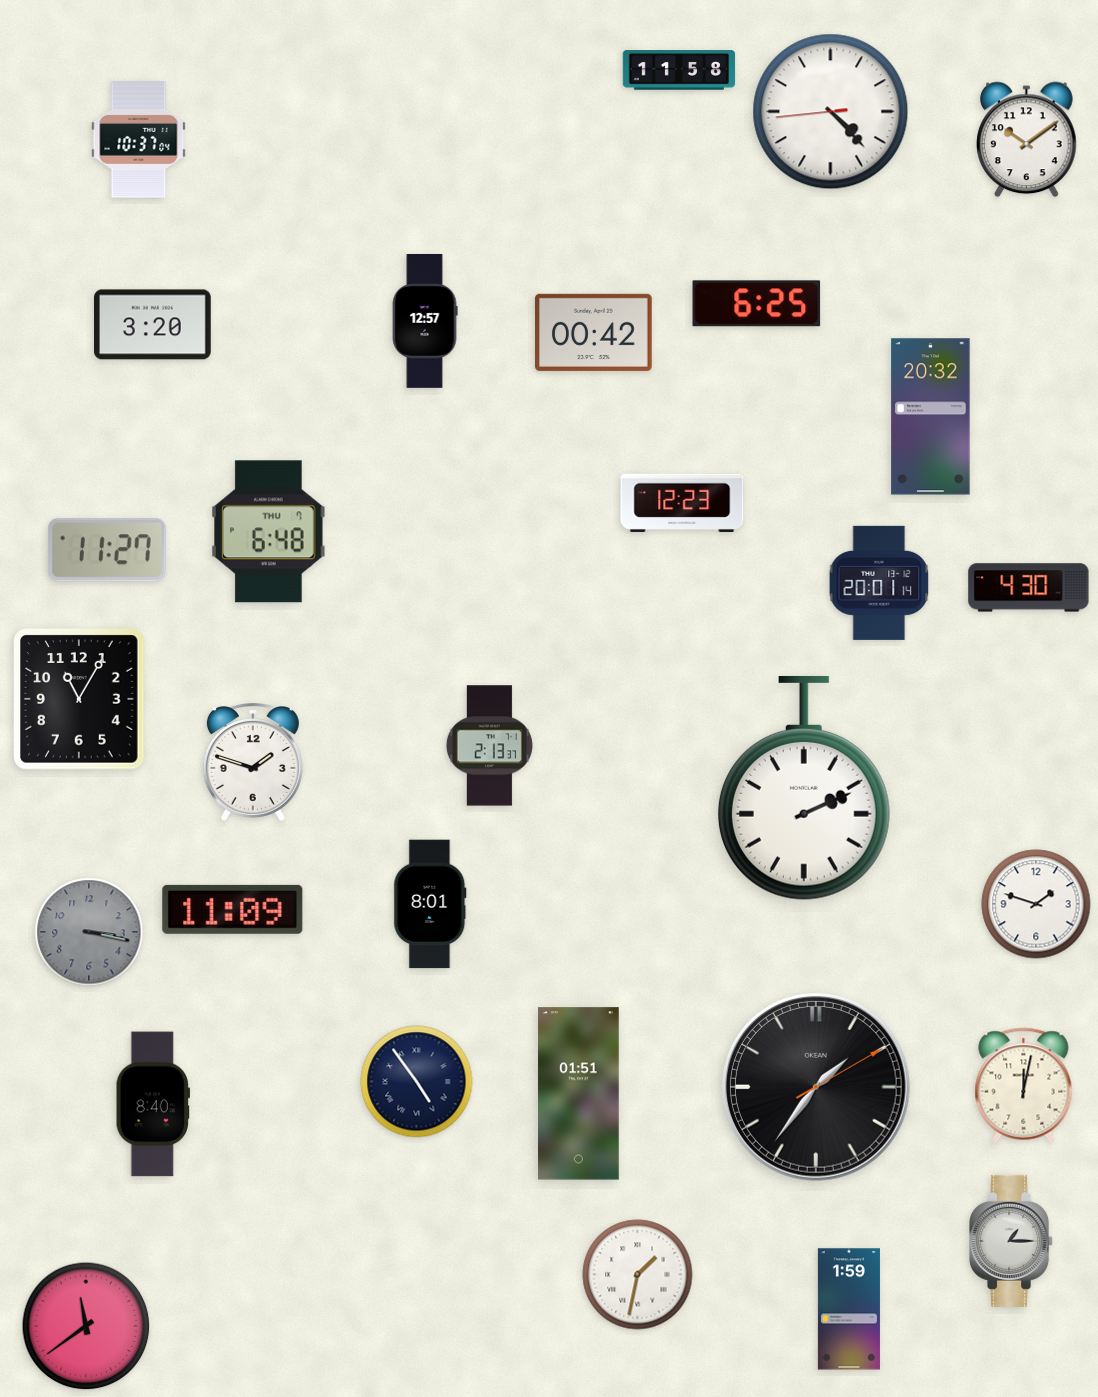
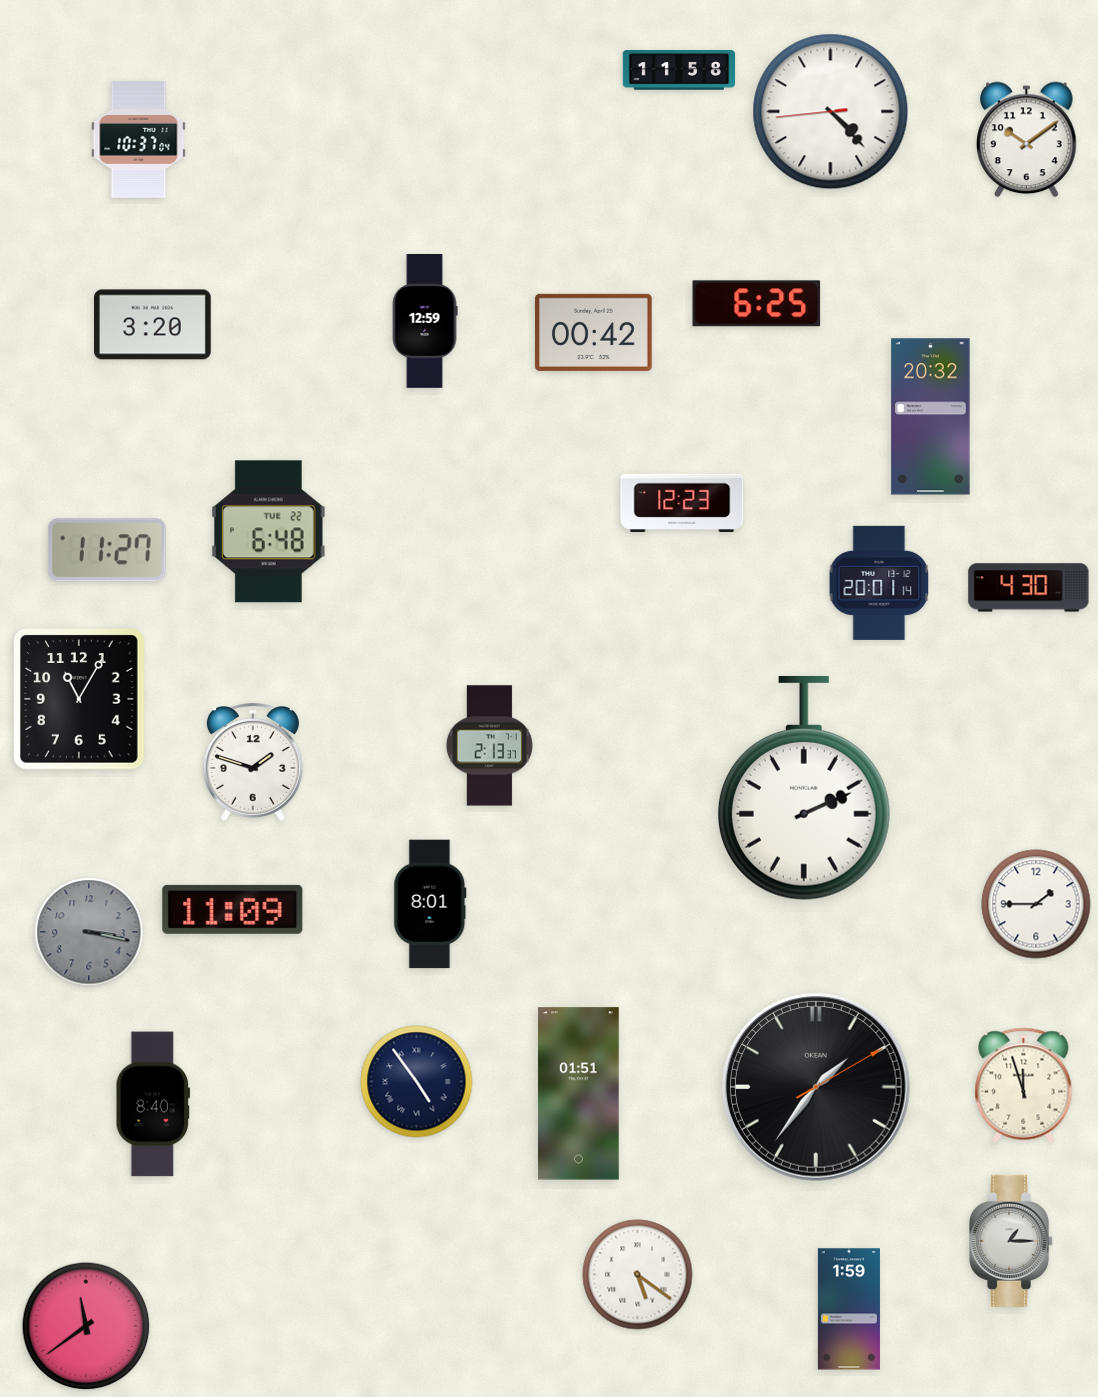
clock at (425, 322): 12:57 -> 12:59
clock at (269, 532) date: THU 7 -> TUE 22
clock at (1036, 904): 1:48 -> 1:45
clock at (1024, 1086): 12:02 -> 11:57
clock at (638, 1275): 1:32 -> 5:21
